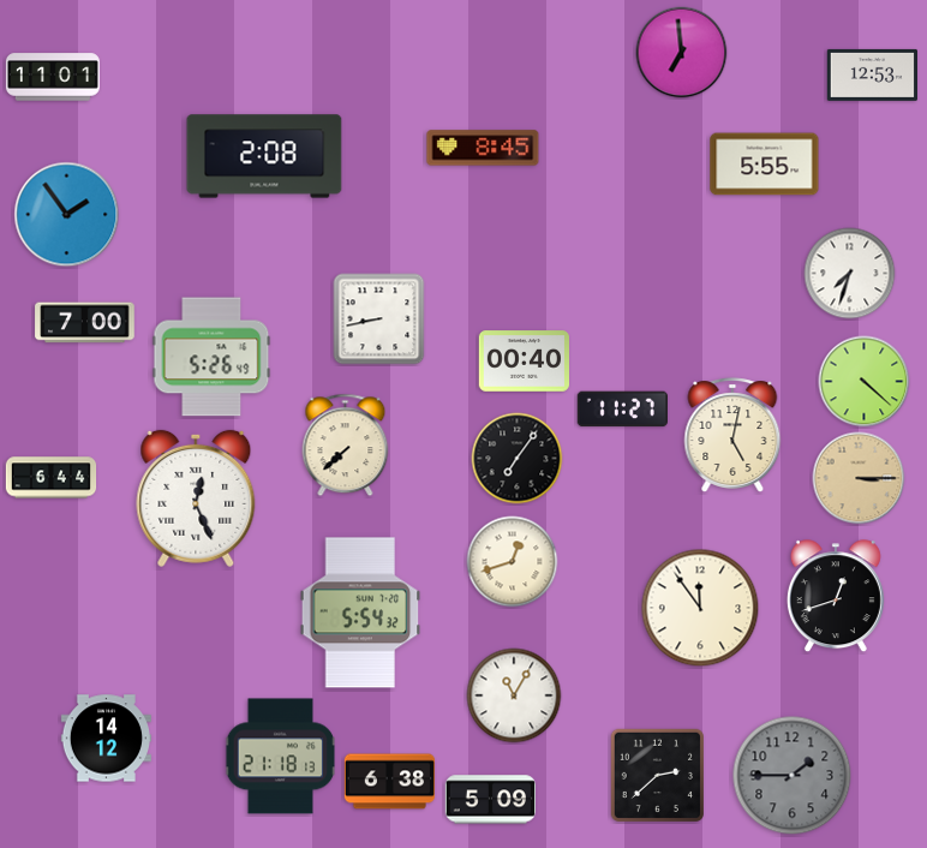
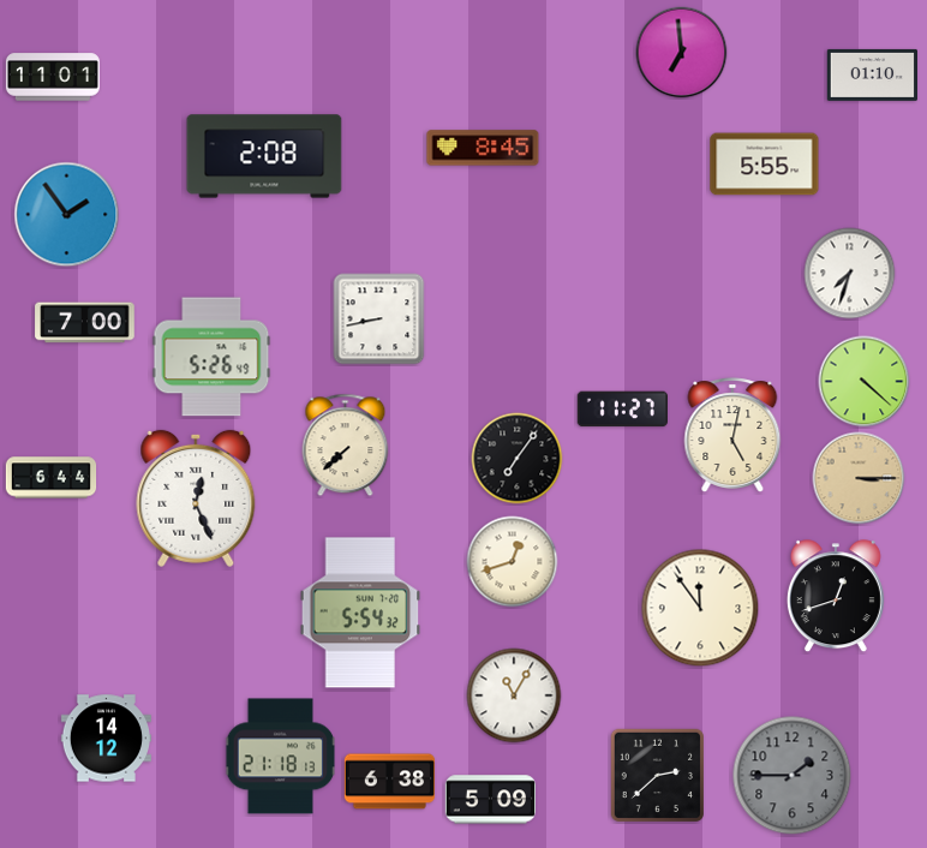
clock at (872, 74): 12:53 -> 01:10
clock at (524, 362): 00:40 -> none
